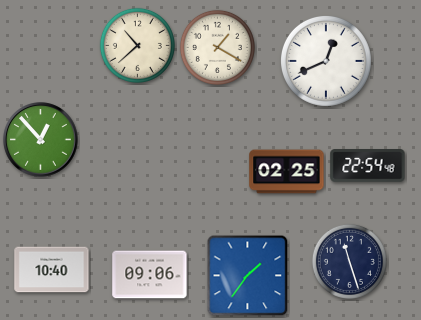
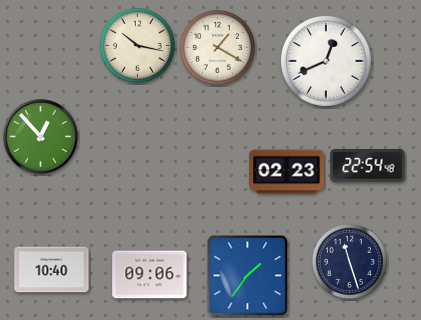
clock at (137, 45): 10:38 -> 10:17
clock at (41, 140) position: (41, 140) -> (41, 137)
clock at (287, 172): 02:25 -> 02:23
